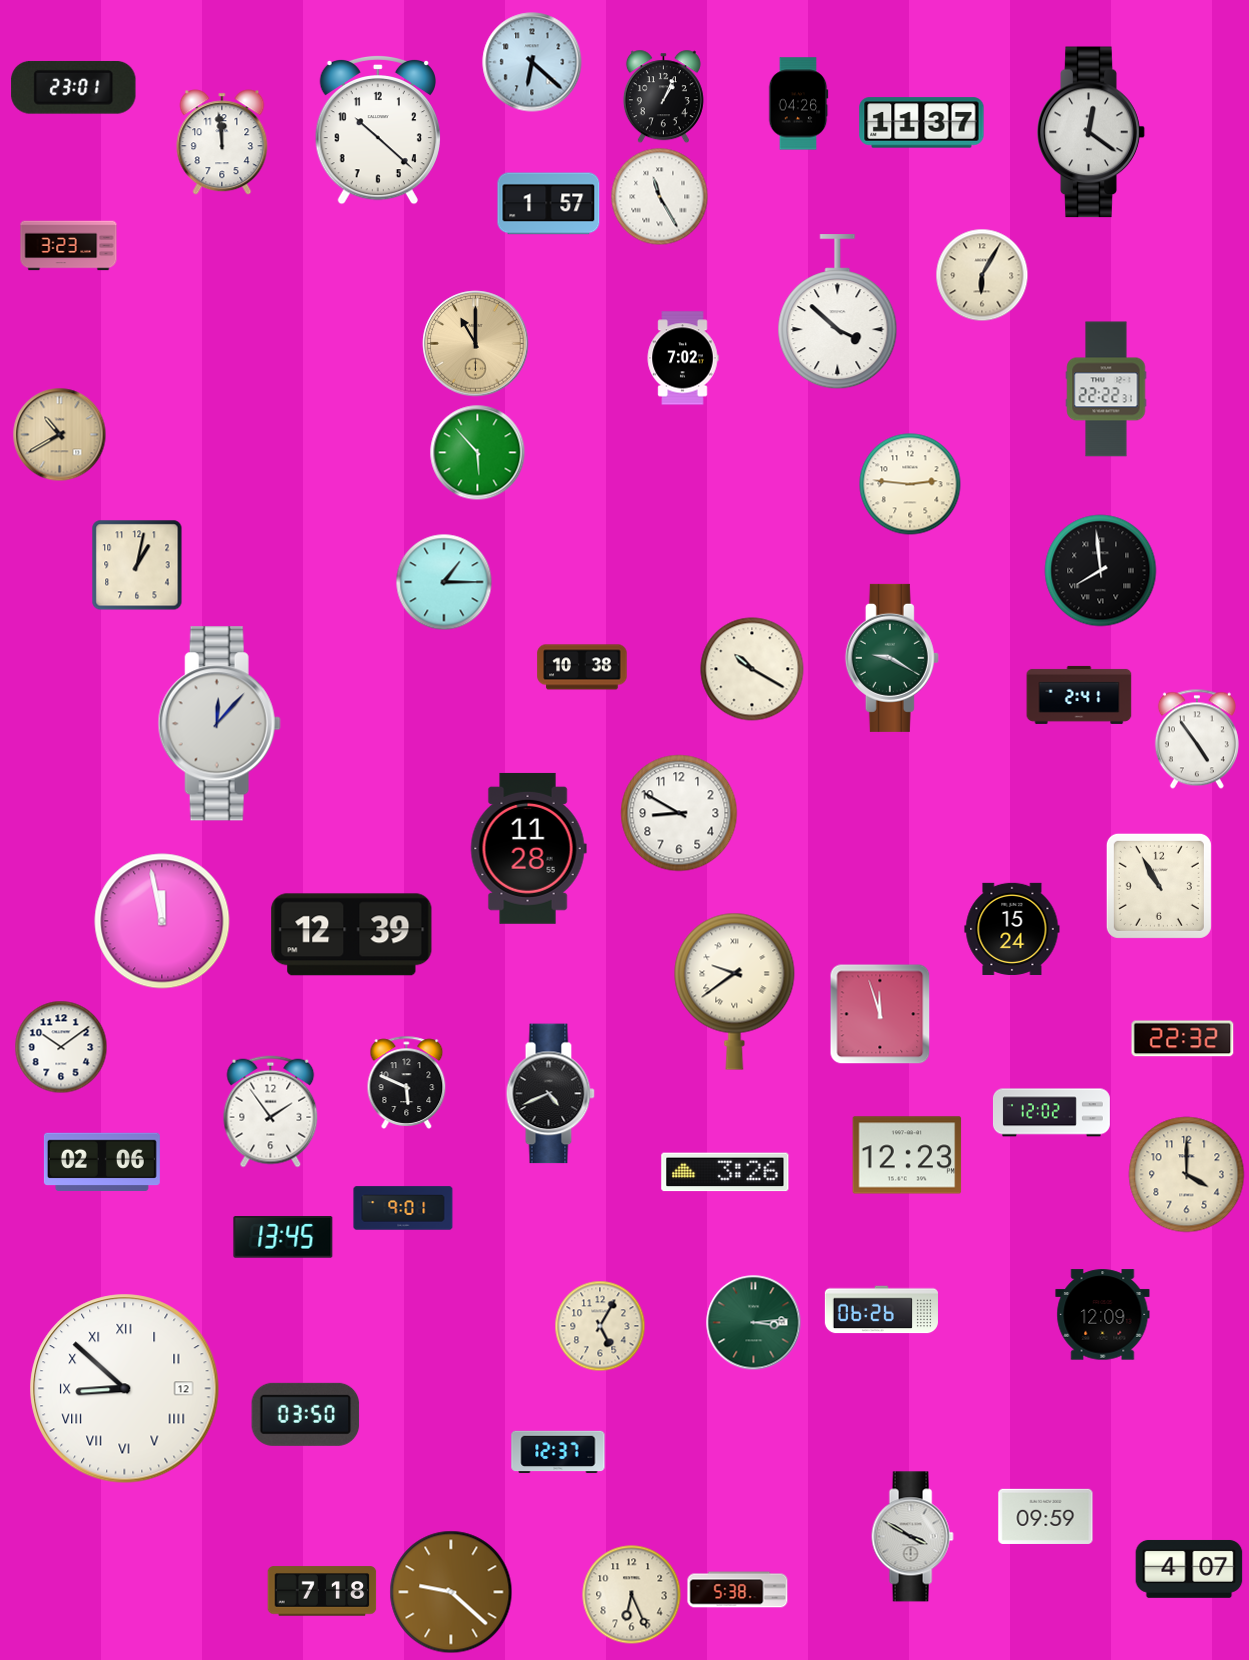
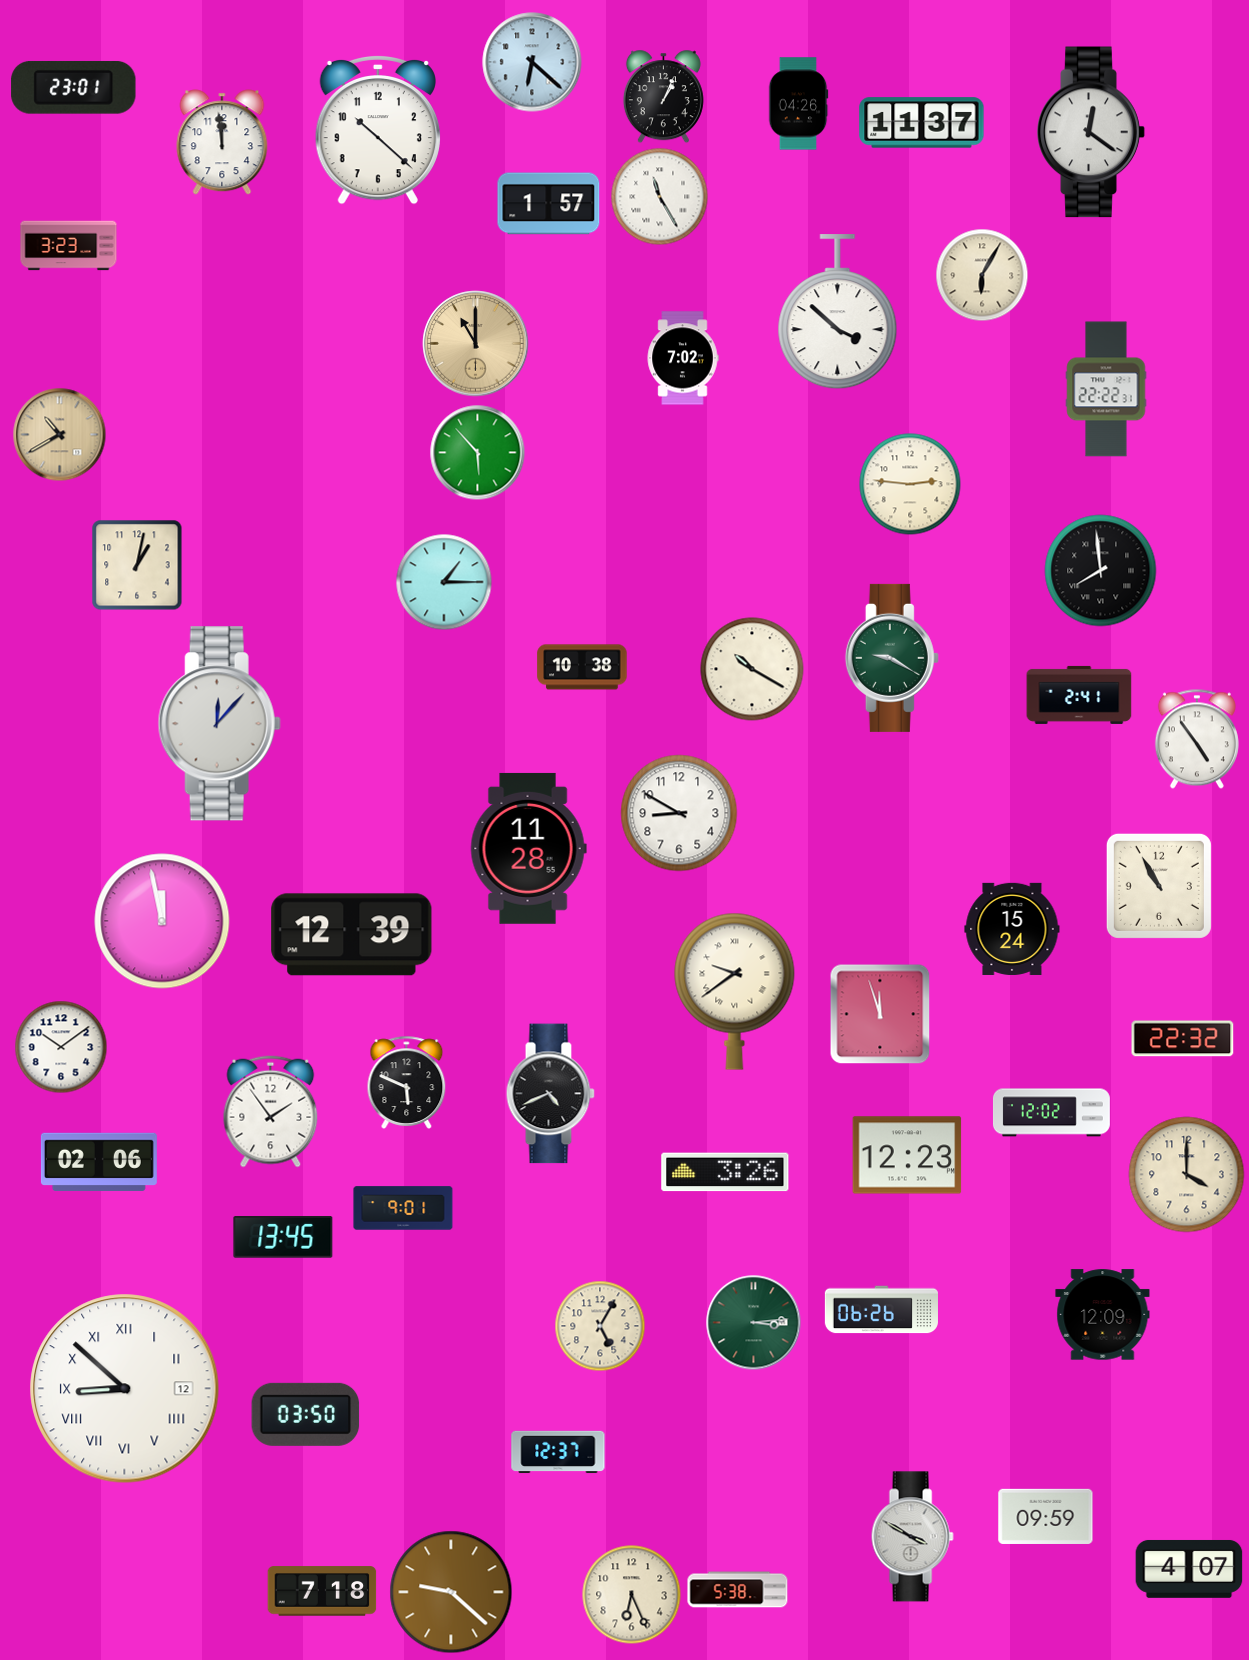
clock at (102, 1161) position: (102, 1161) -> (99, 1161)
